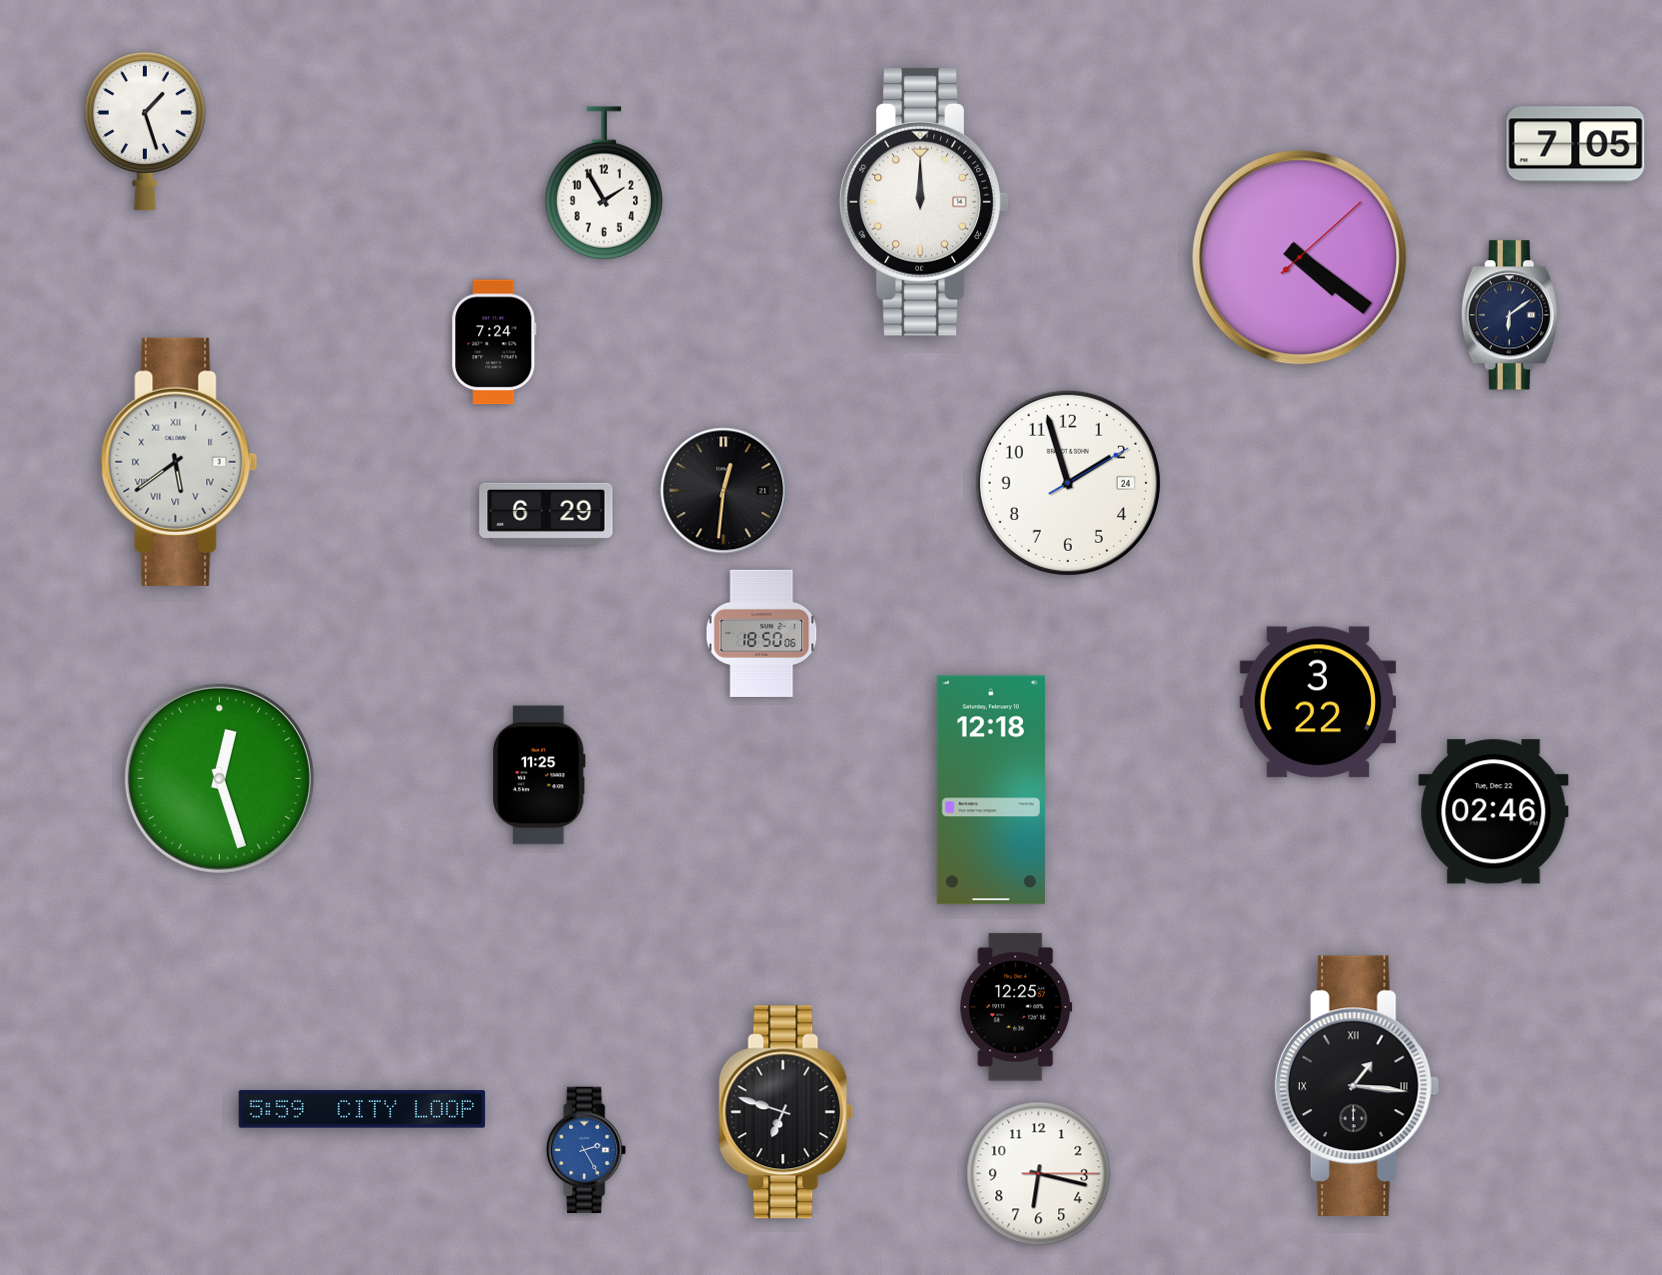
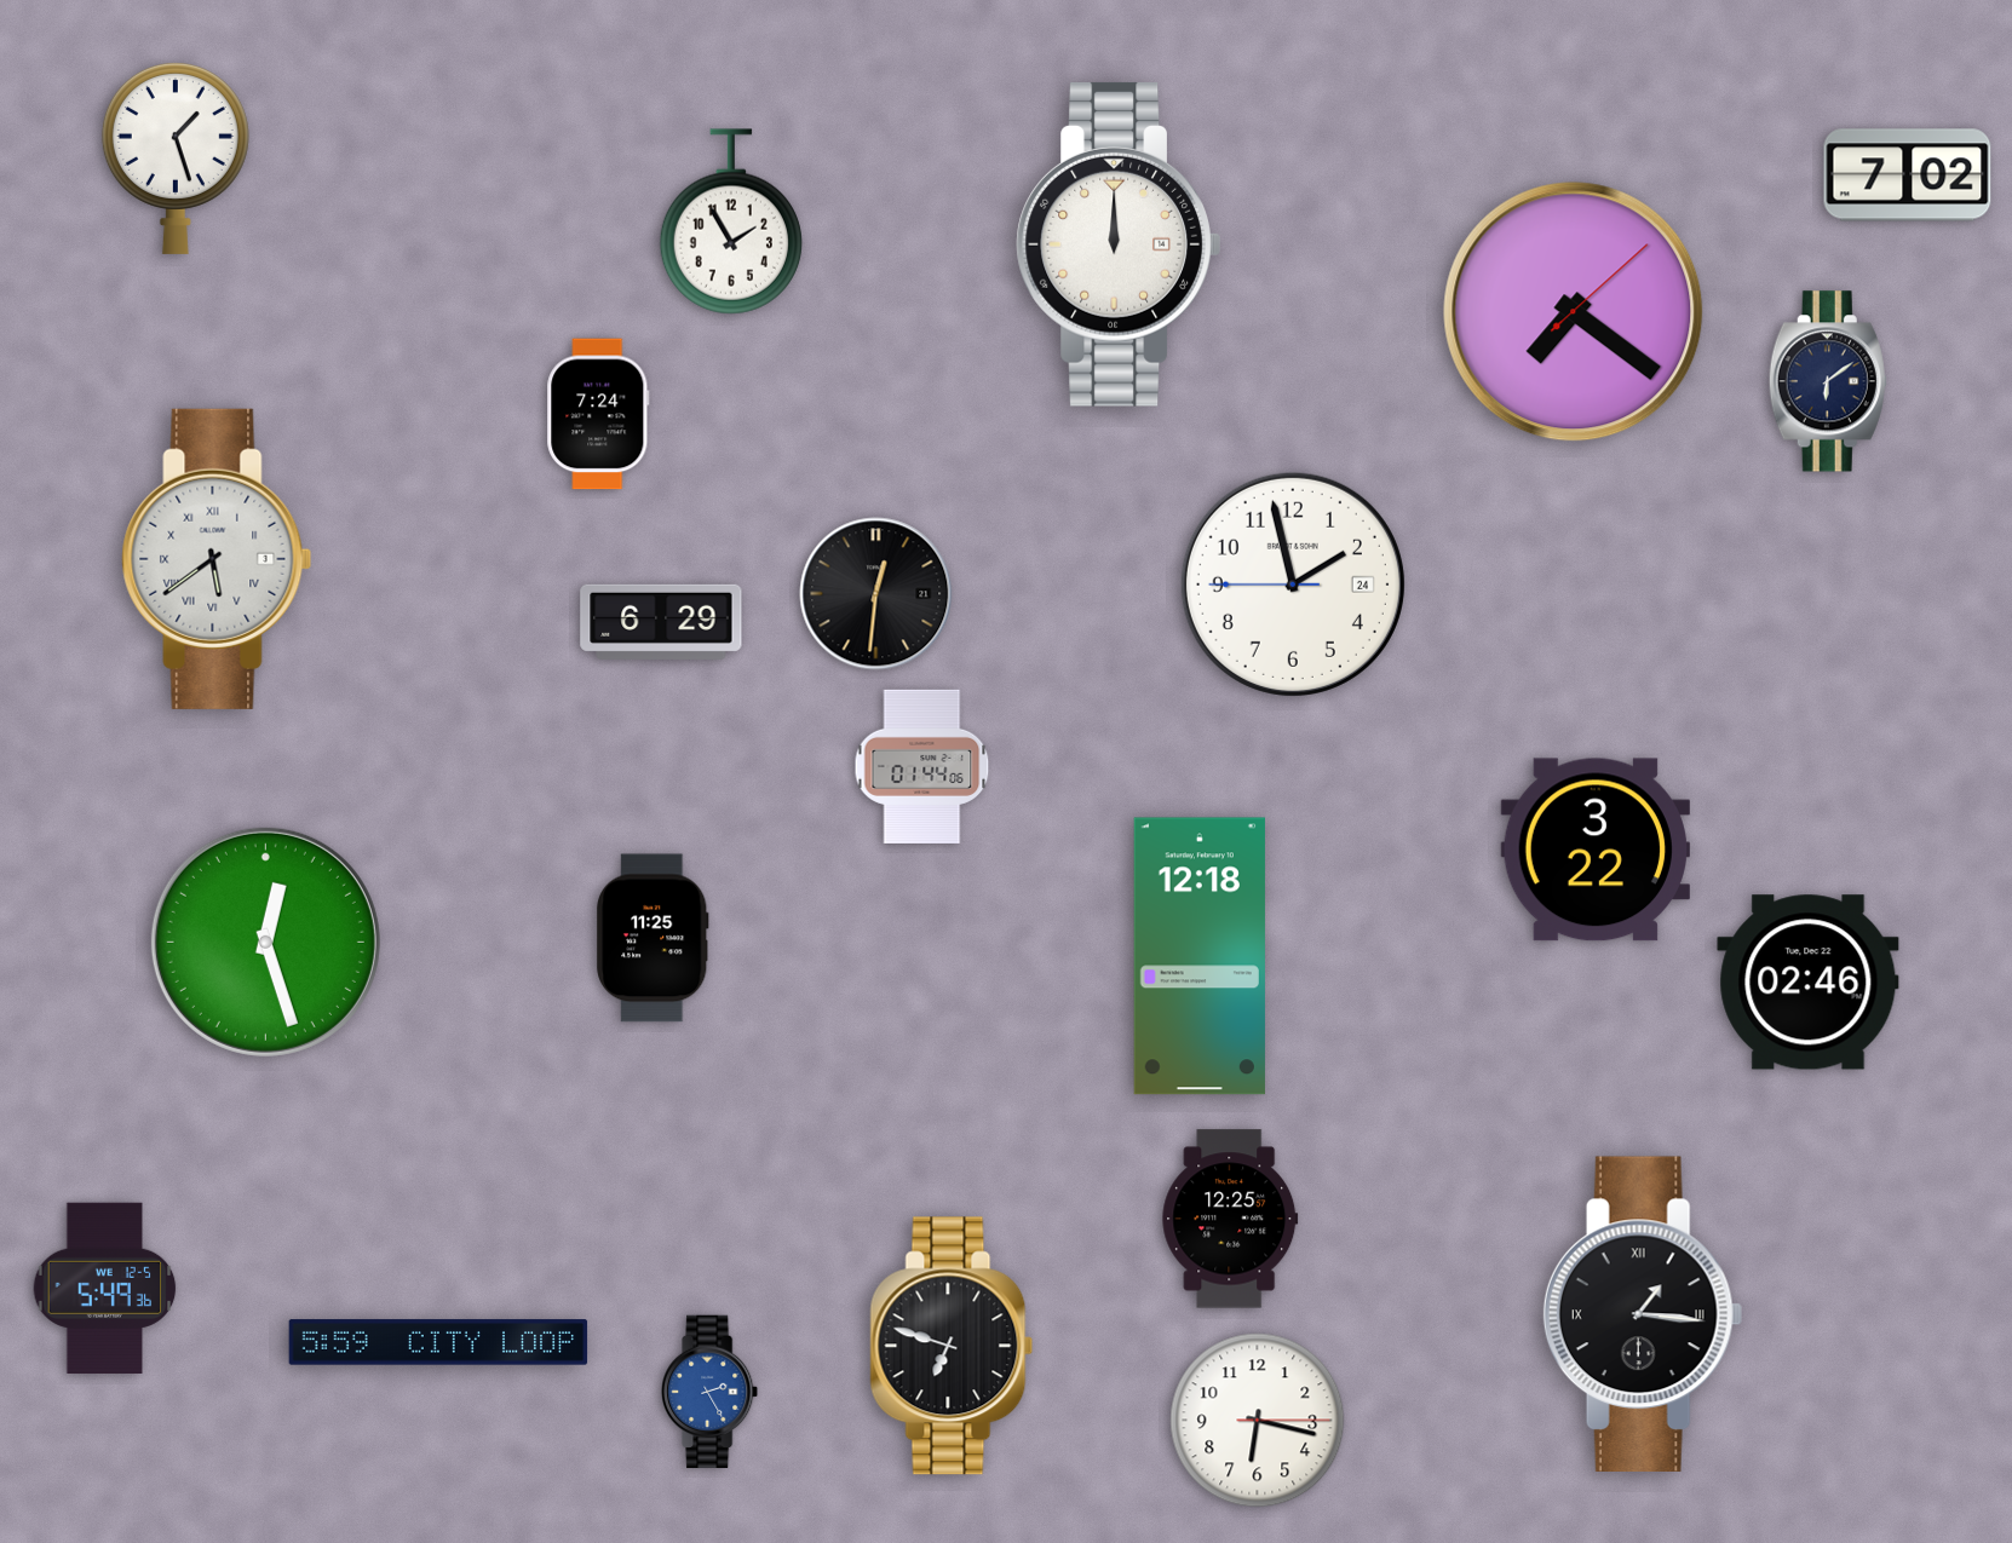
clock at (1576, 145): 7:05 -> 7:02
clock at (1300, 258): 4:21 -> 7:21
clock at (1068, 483): 1:57:10 -> 1:57:45
clock at (762, 633): 18:50 -> 01:44
clock at (105, 1288): none -> 5:49
